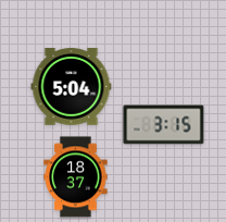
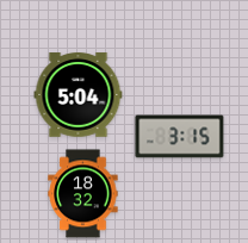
clock at (76, 177): 18:37 -> 18:32
